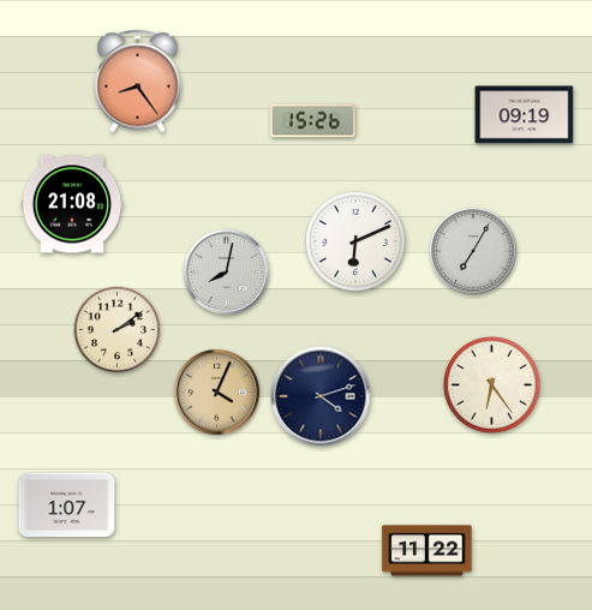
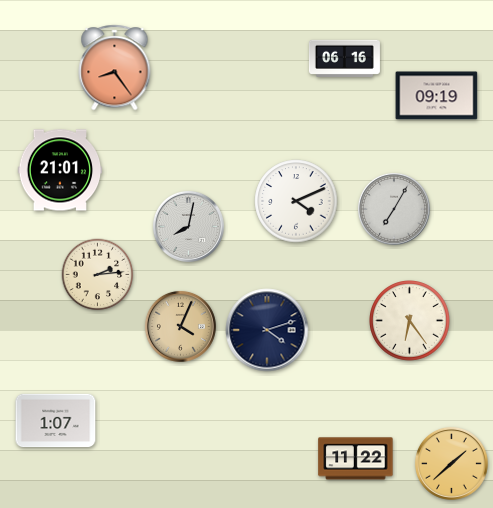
clock at (344, 58): none -> 06:16
clock at (312, 121): 15:26 -> none
clock at (72, 204): 21:08 -> 21:01
clock at (355, 241): 6:11 -> 4:11
clock at (118, 330): 2:09 -> 2:14
clock at (451, 463): none -> 1:38
